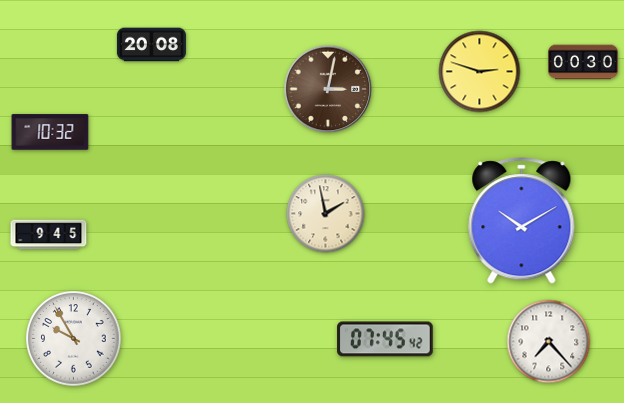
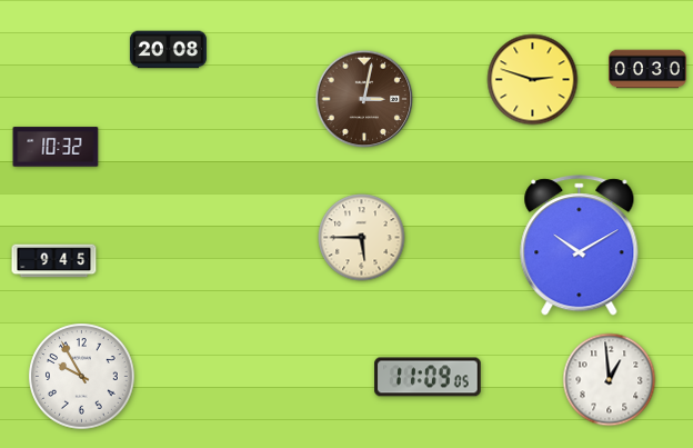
clock at (326, 214): 1:58 -> 5:45
clock at (385, 339): 07:45 -> 11:09
clock at (549, 342): 7:23 -> 12:59
